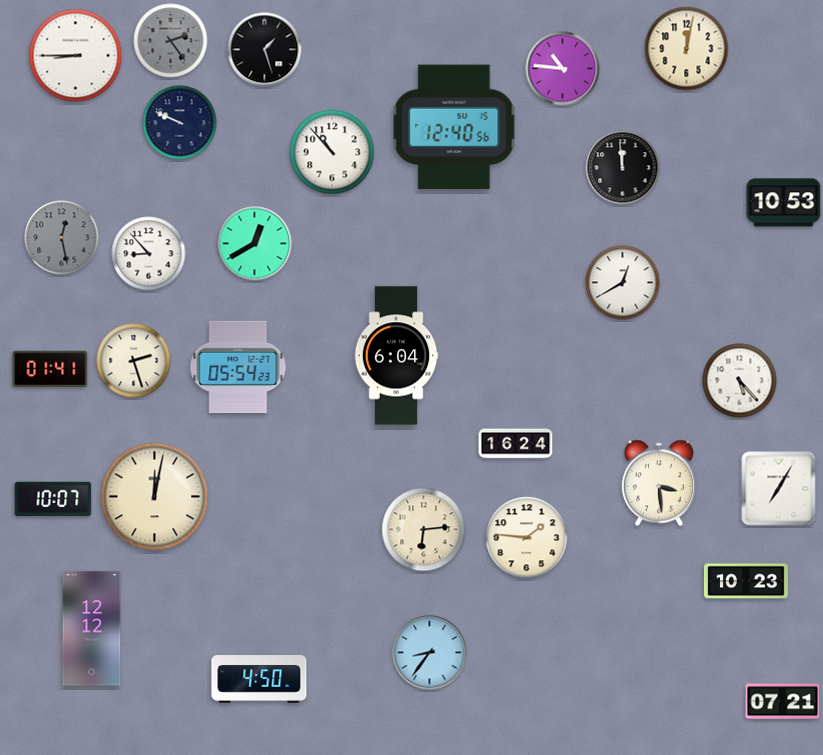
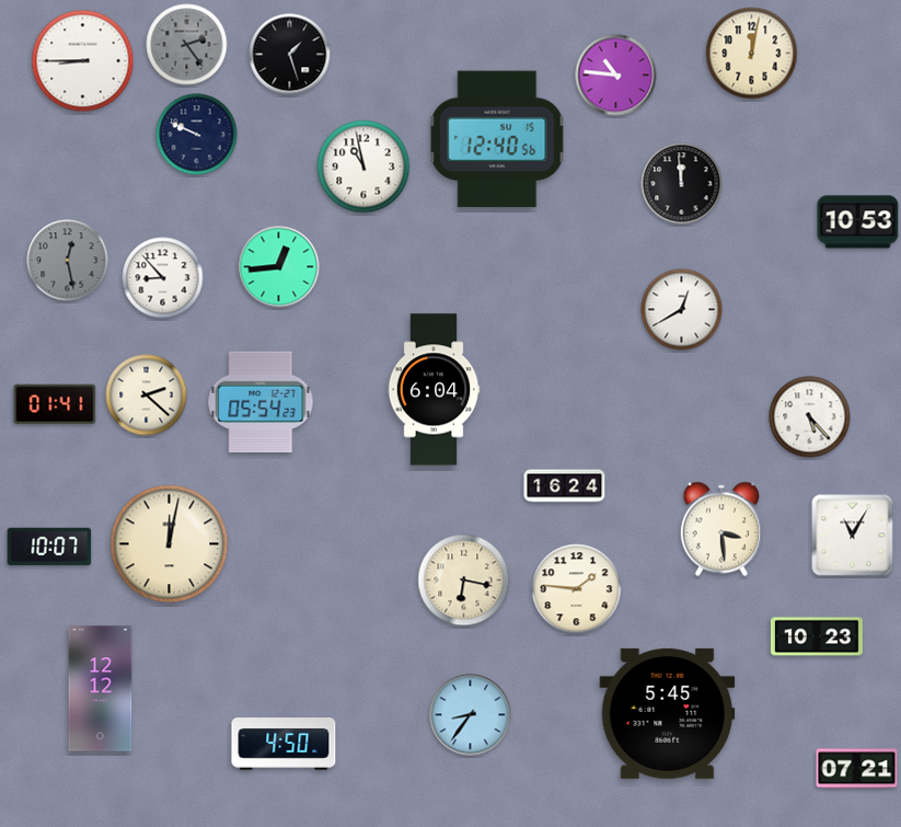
clock at (332, 152): 10:53 -> 10:58
clock at (255, 244): 12:40 -> 12:44
clock at (134, 361): 2:27 -> 2:22
clock at (779, 489): 7:05 -> 11:05
clock at (53, 499) position: (53, 499) -> (49, 547)
clock at (424, 530): 6:14 -> 6:17
clock at (668, 713): none -> 5:45
